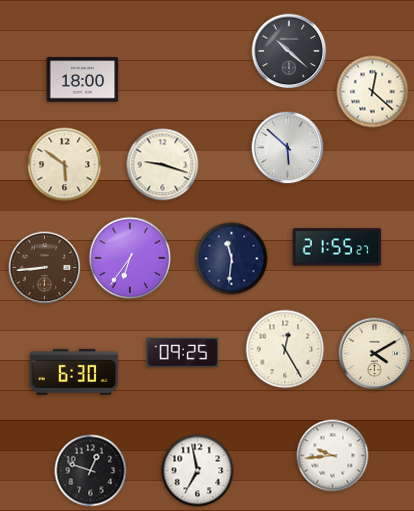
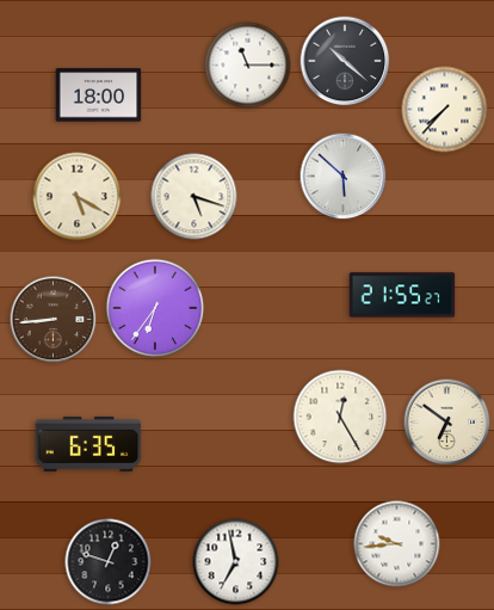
clock at (248, 66): none -> 11:15
clock at (373, 92): 12:22 -> 7:37
clock at (65, 165): 5:51 -> 5:20
clock at (163, 165): 9:18 -> 5:18
clock at (232, 259): 11:31 -> none
clock at (183, 352): 09:25 -> none
clock at (375, 354): 4:10 -> 6:51
clock at (74, 372): 6:30 -> 6:35
